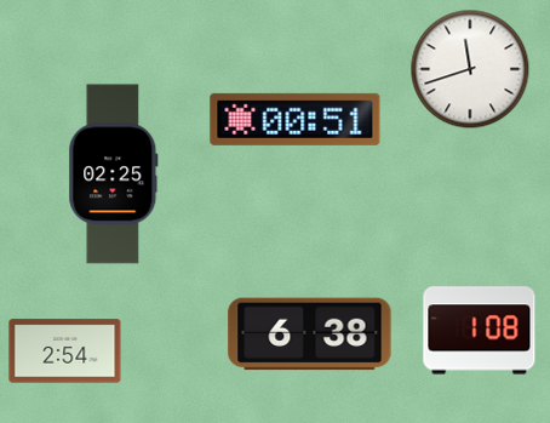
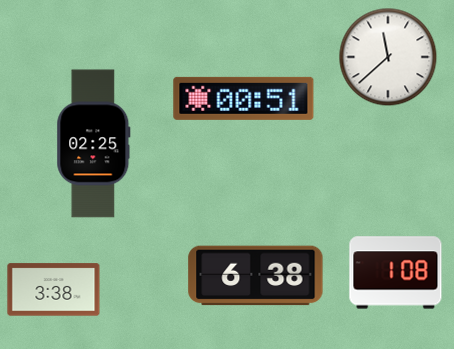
clock at (470, 69): 11:42 -> 11:38
clock at (65, 351): 2:54 -> 3:38
